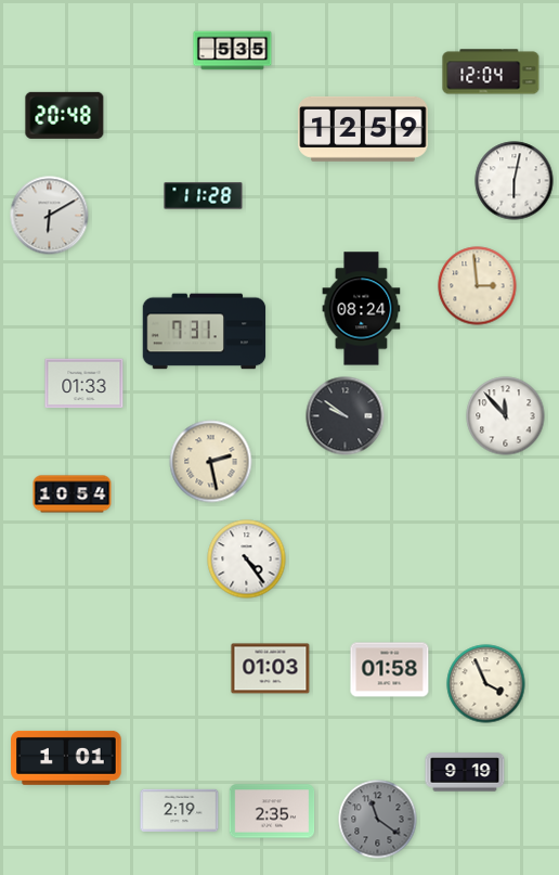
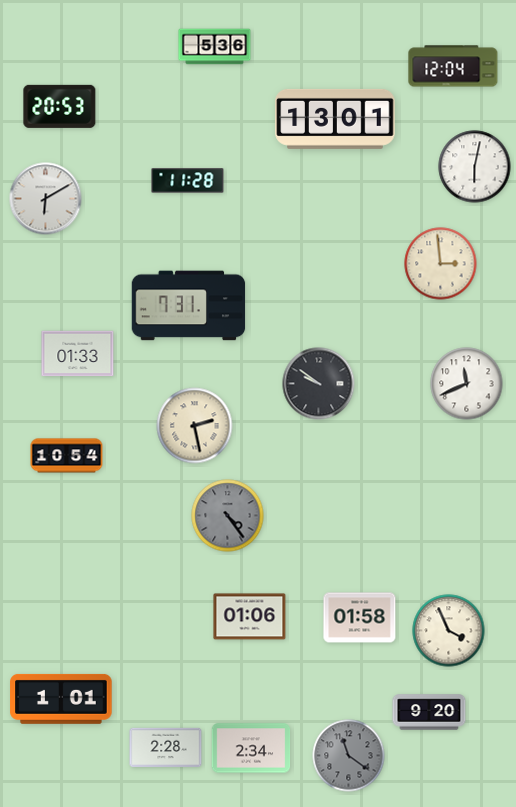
clock at (233, 51): 5:35 -> 5:36
clock at (65, 115): 20:48 -> 20:53
clock at (363, 129): 12:59 -> 13:01
clock at (362, 309): 08:24 -> none
clock at (506, 416): 11:53 -> 11:41
clock at (247, 559) dial: white -> grey
clock at (271, 669): 01:03 -> 01:06
clock at (465, 772): 9:19 -> 9:20
clock at (180, 810): 2:19 -> 2:28
clock at (272, 811): 2:35 -> 2:34
